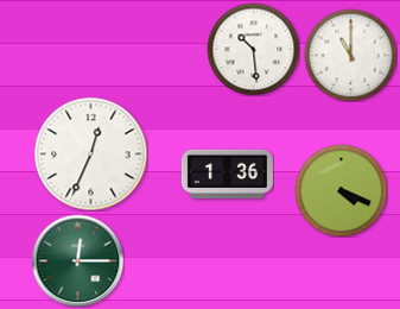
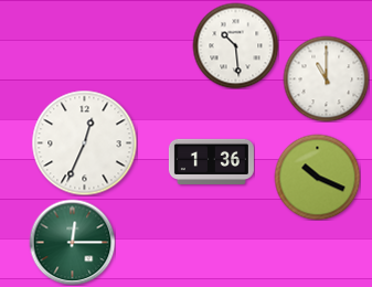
clock at (350, 55) position: (350, 55) -> (326, 78)
clock at (341, 190): 4:19 -> 10:19
